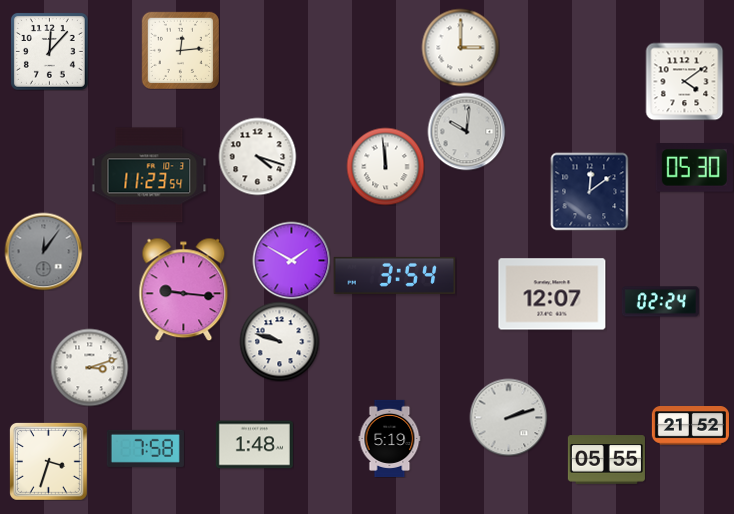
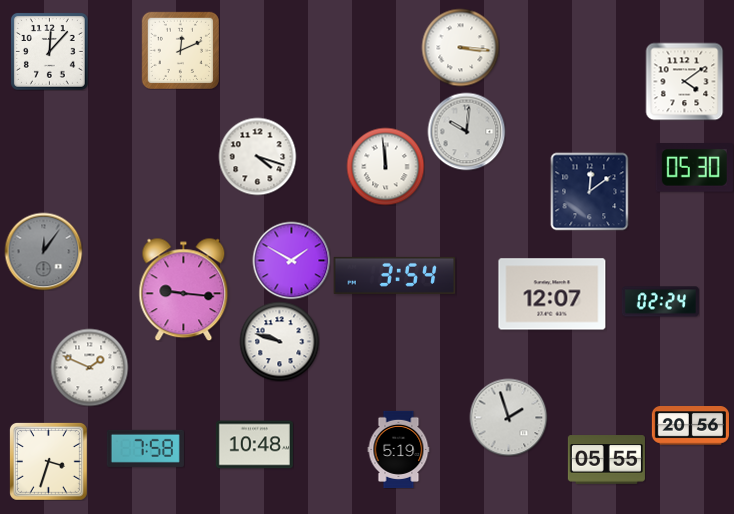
clock at (460, 47): 3:00 -> 3:16
clock at (180, 50): 12:14 -> 12:11
clock at (149, 175): 11:23 -> none
clock at (89, 367): 3:12 -> 1:49
clock at (508, 417): 2:12 -> 1:57
clock at (690, 426): 21:52 -> 20:56
clock at (390, 438) position: (390, 438) -> (399, 449)
clock at (254, 445): 1:48 -> 10:48
